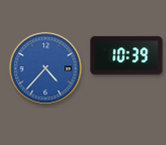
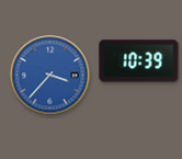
clock at (46, 69): 4:37 -> 3:37
